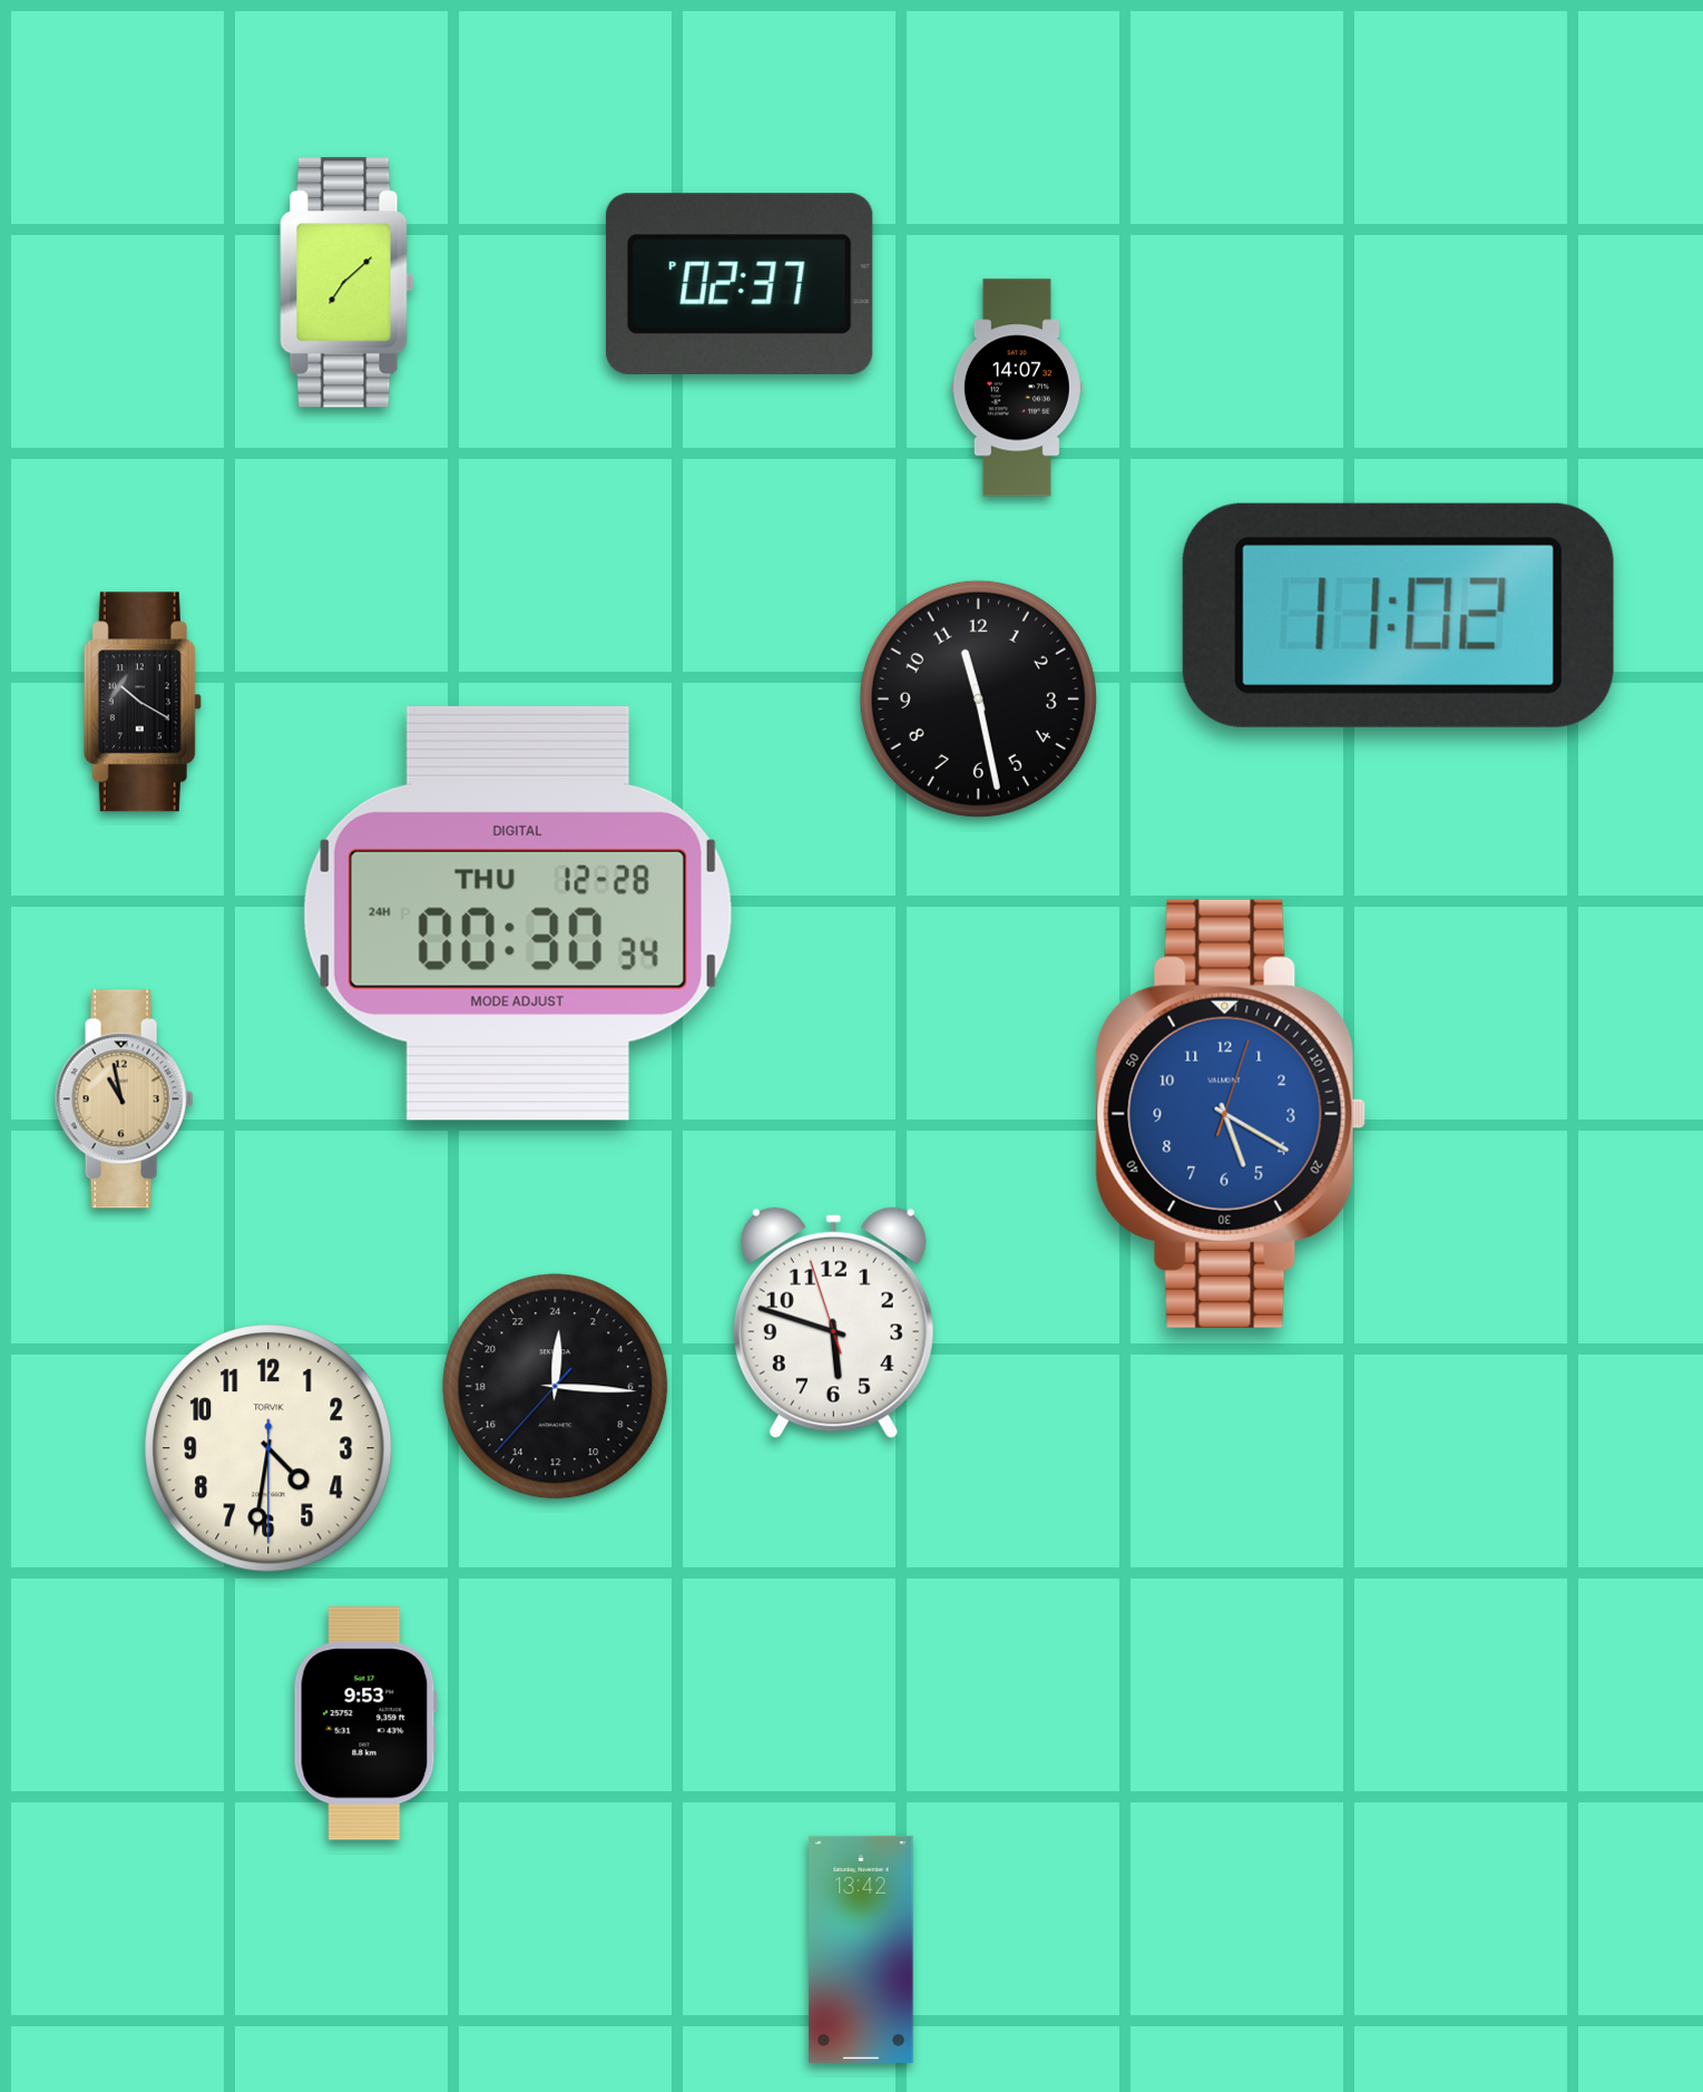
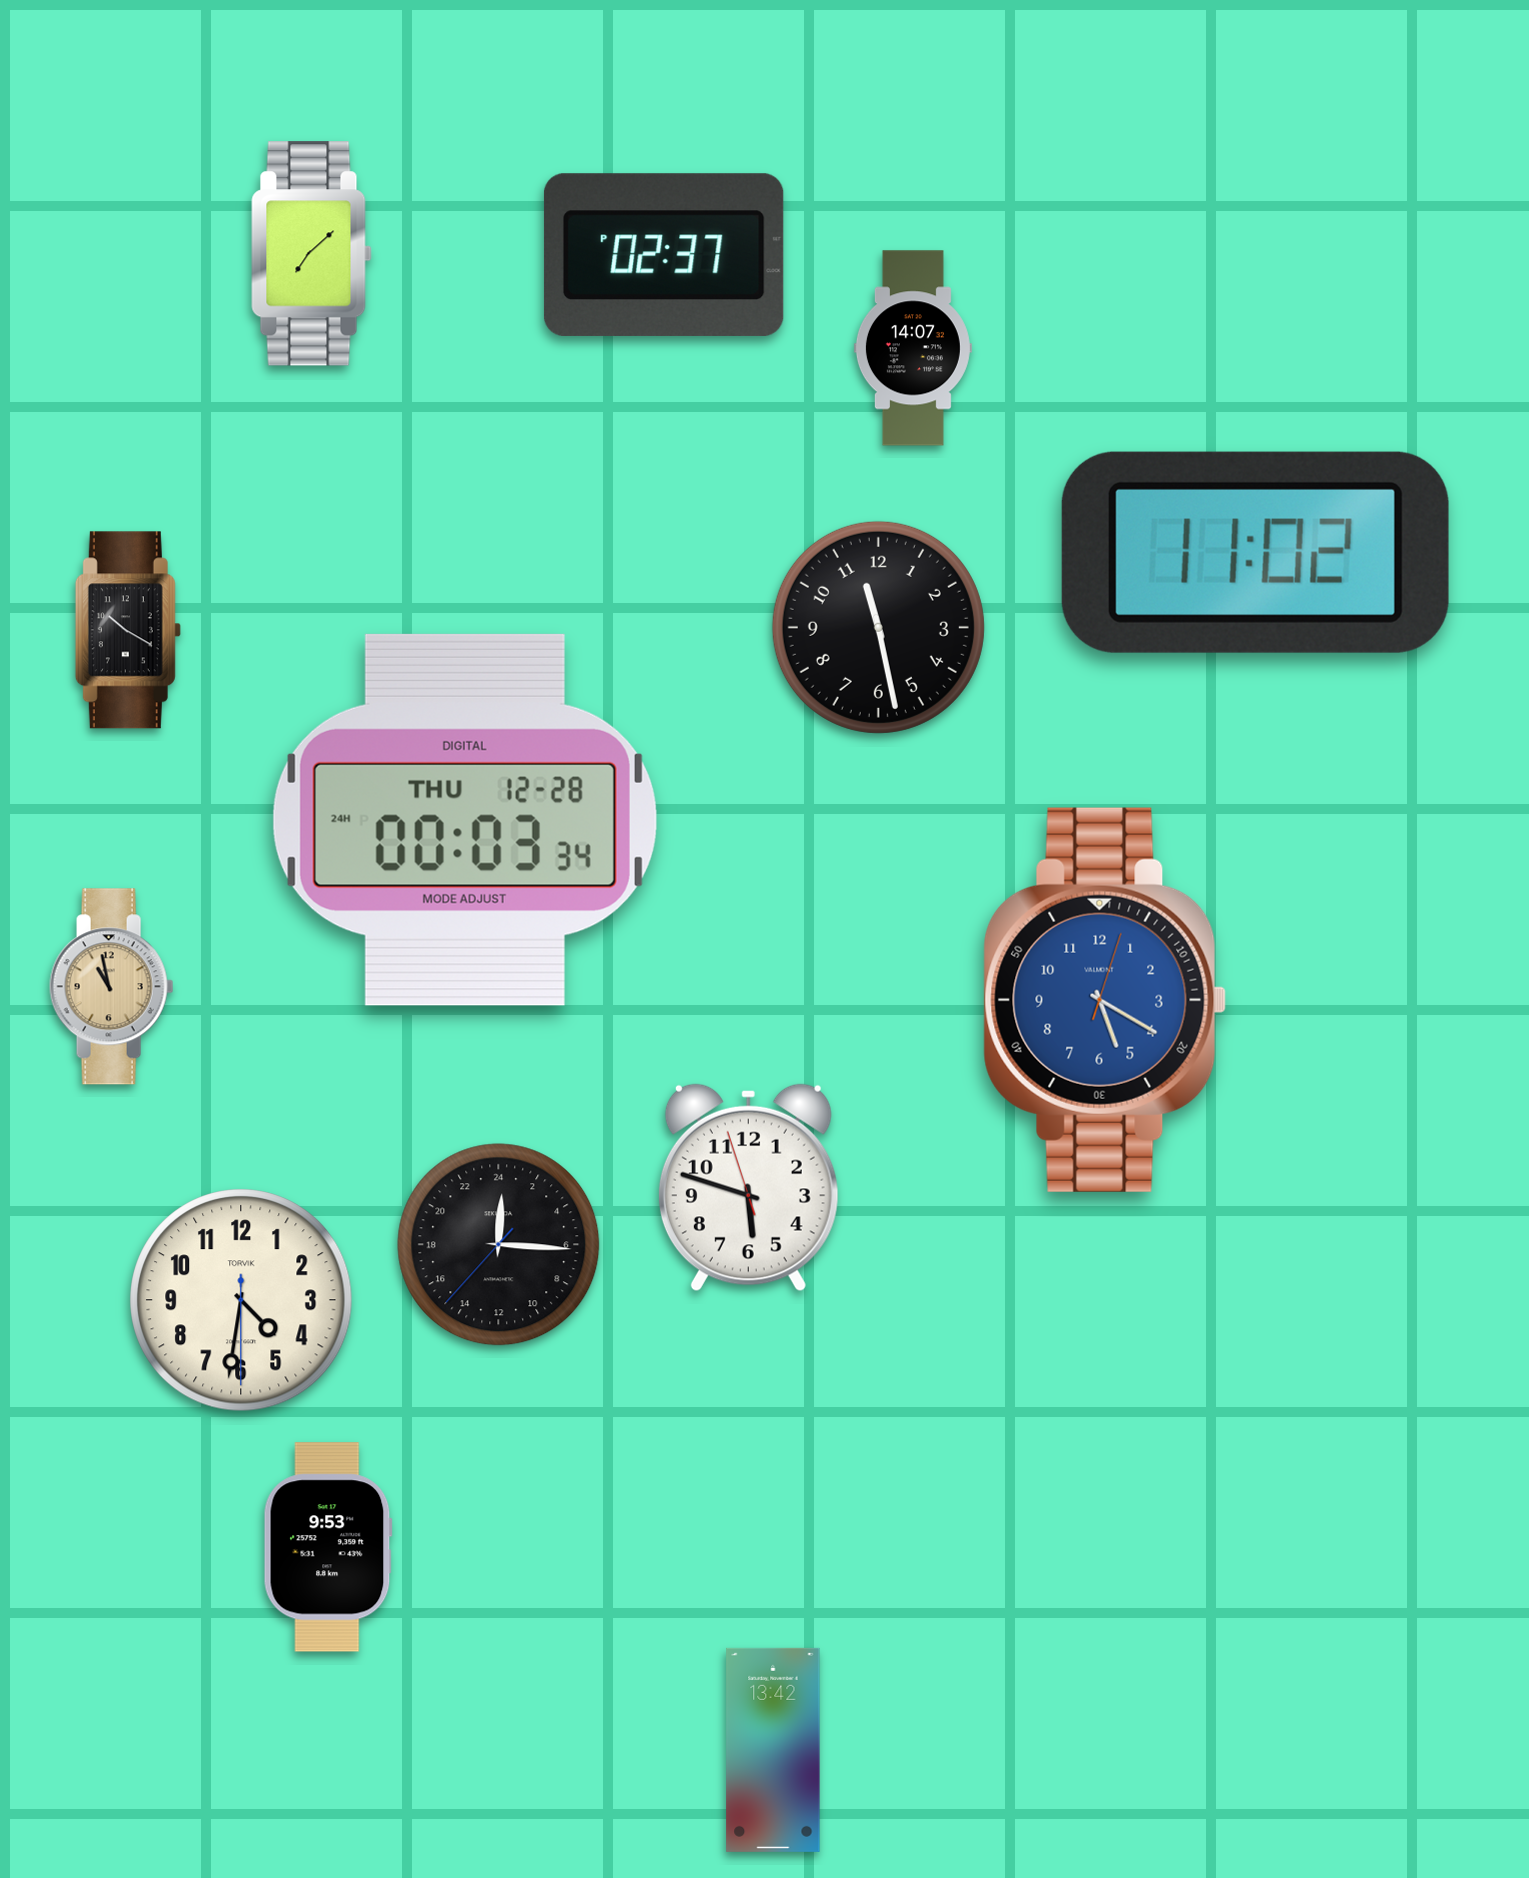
clock at (518, 913): 00:30 -> 00:03
